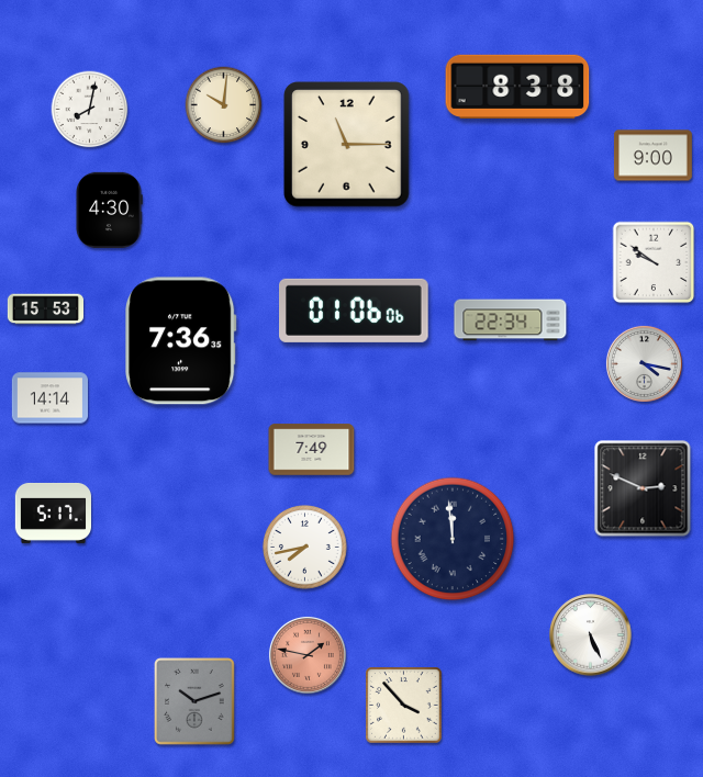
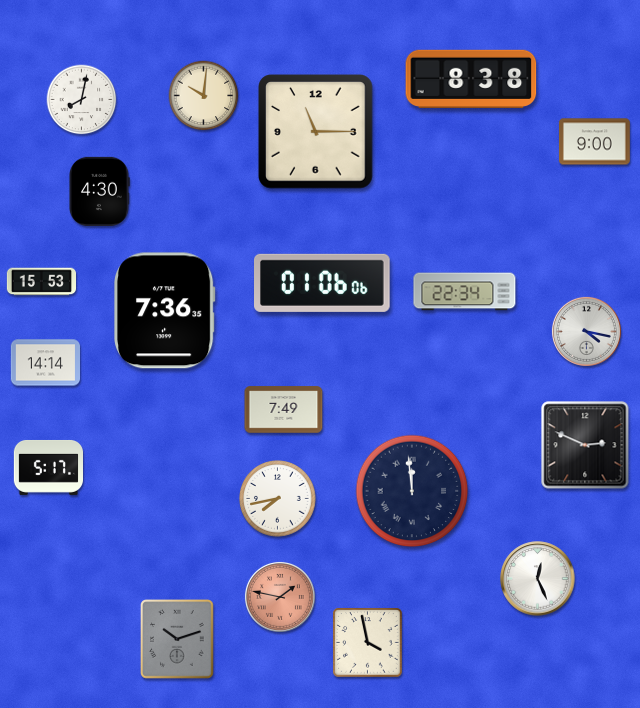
clock at (654, 262): 9:51 -> none
clock at (591, 635): 5:26 -> 12:26
clock at (404, 706): 3:53 -> 3:58
